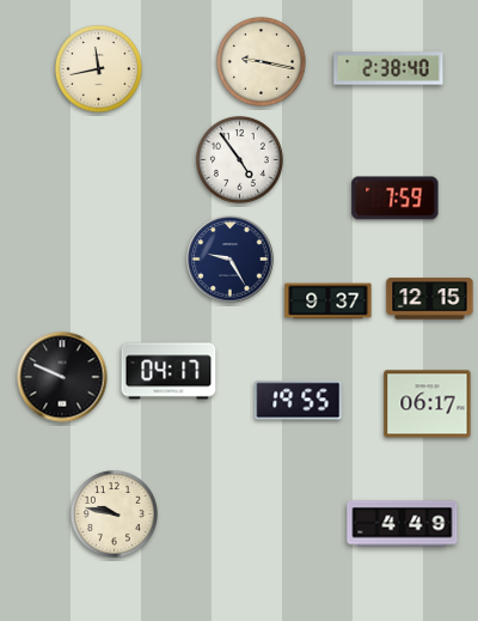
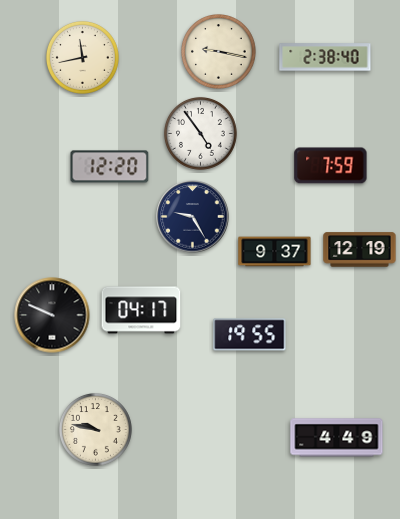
clock at (110, 167): none -> 12:20
clock at (430, 299): 12:15 -> 12:19
clock at (428, 404): 06:17 -> none
